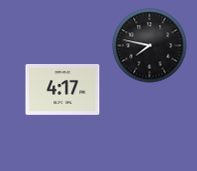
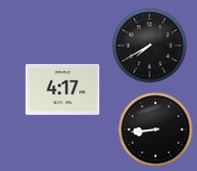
clock at (150, 46): 7:47 -> 7:40
clock at (156, 130): none -> 8:44
